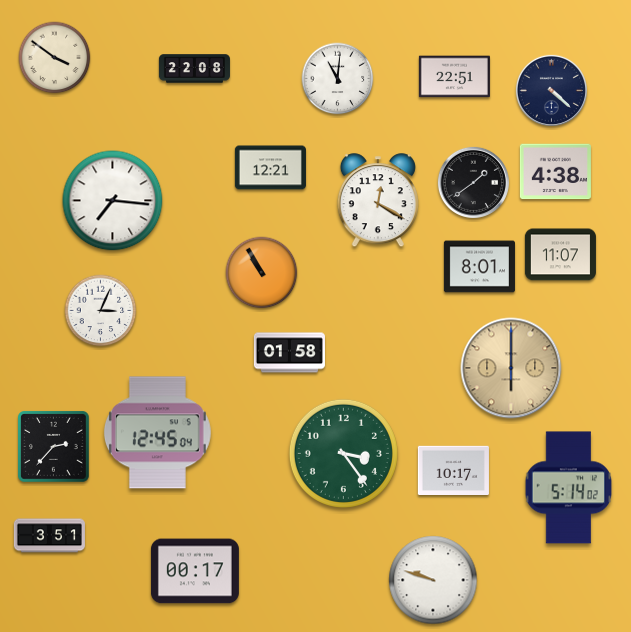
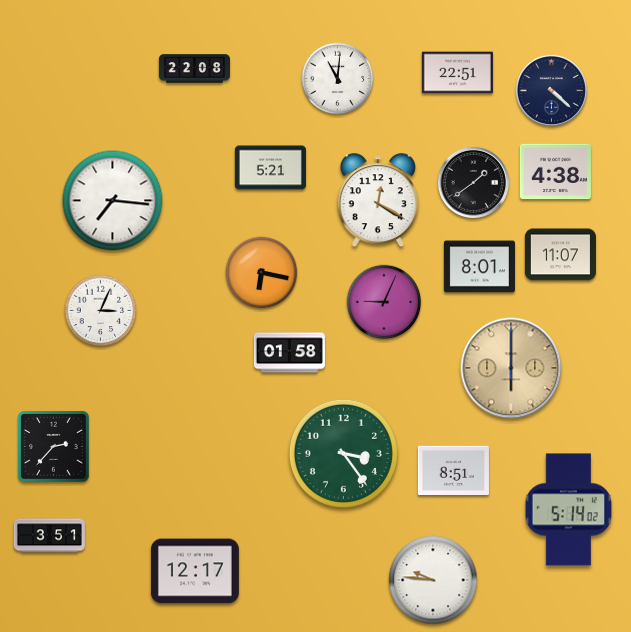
clock at (55, 58): 3:51 -> none
clock at (454, 77) position: (454, 77) -> (457, 73)
clock at (270, 168): 12:21 -> 5:21
clock at (262, 273): 10:55 -> 6:17
clock at (384, 302): none -> 9:04
clock at (157, 433): 12:45 -> none
clock at (453, 470): 10:17 -> 8:51
clock at (569, 488) position: (569, 488) -> (569, 510)
clock at (195, 571): 00:17 -> 12:17
clock at (433, 580): 9:48 -> 9:46
